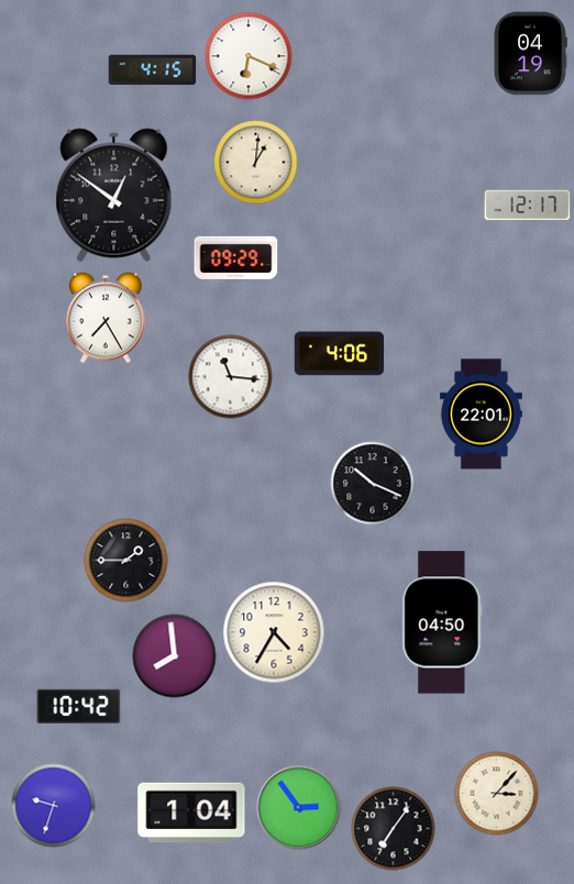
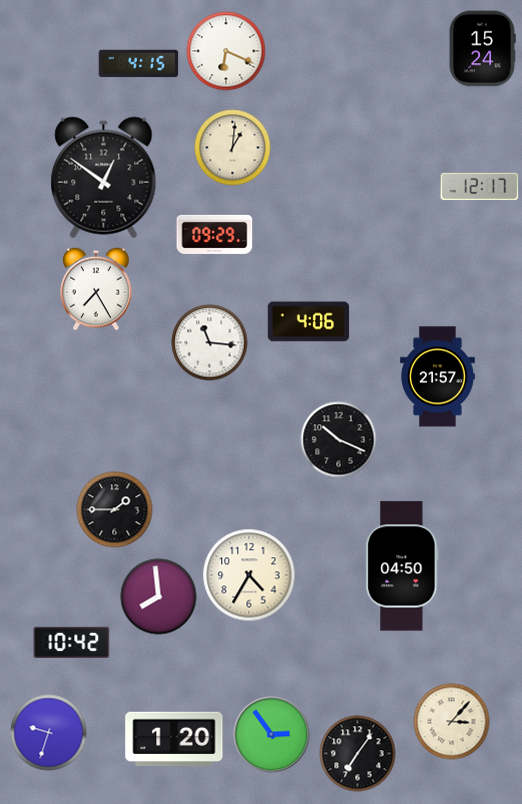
clock at (530, 54): 04:19 -> 15:24
clock at (481, 415): 22:01 -> 21:57
clock at (191, 813): 1:04 -> 1:20
